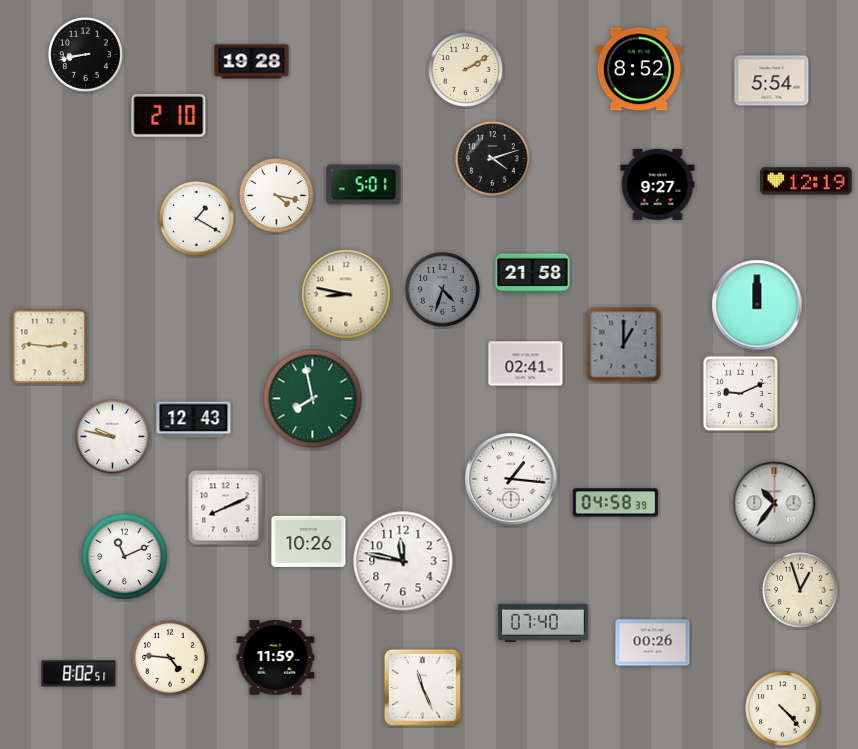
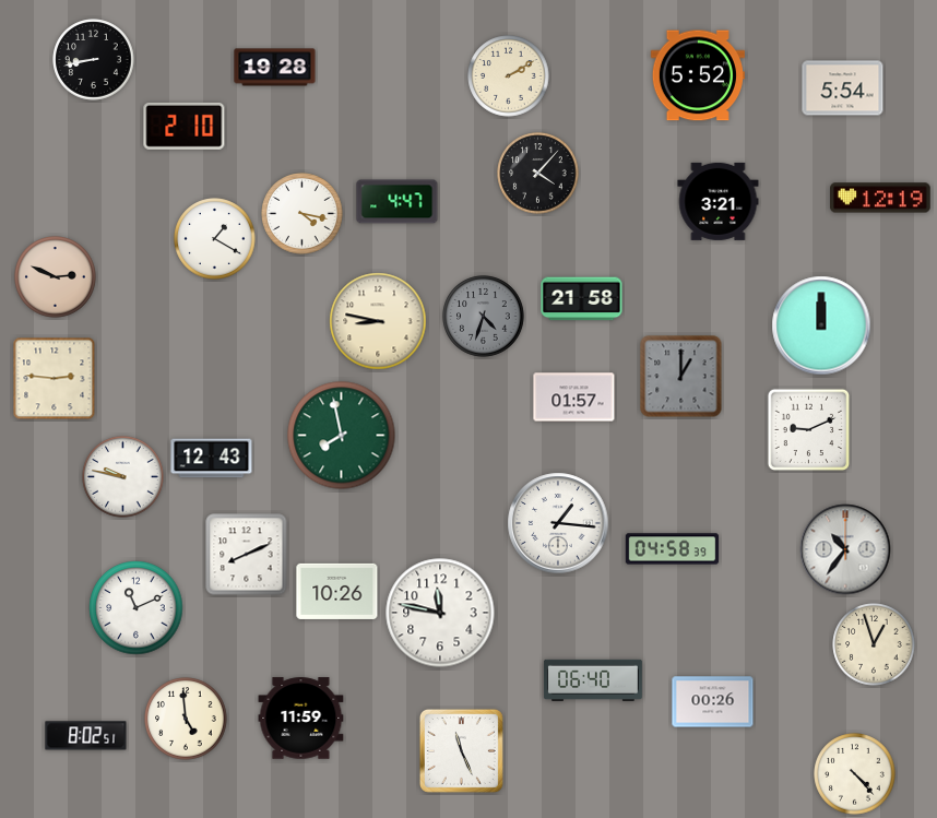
clock at (639, 69): 8:52 -> 5:52
clock at (493, 159): 4:12 -> 4:07
clock at (658, 184): 9:27 -> 3:21
clock at (364, 185): 5:01 -> 4:47
clock at (56, 277): none -> 2:49
clock at (757, 305) position: (757, 305) -> (821, 325)
clock at (526, 364): 02:41 -> 01:57
clock at (543, 622): 07:40 -> 06:40
clock at (170, 658): 4:46 -> 4:59
